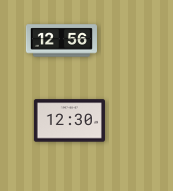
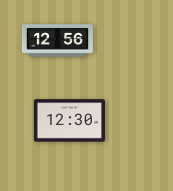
clock at (61, 41) position: (61, 41) -> (57, 41)
